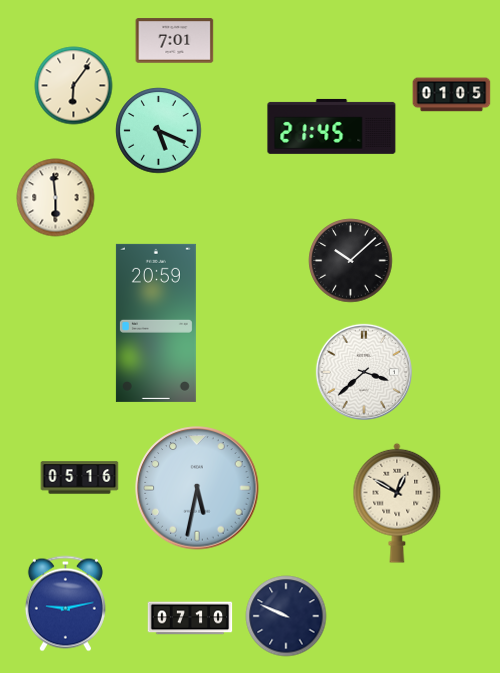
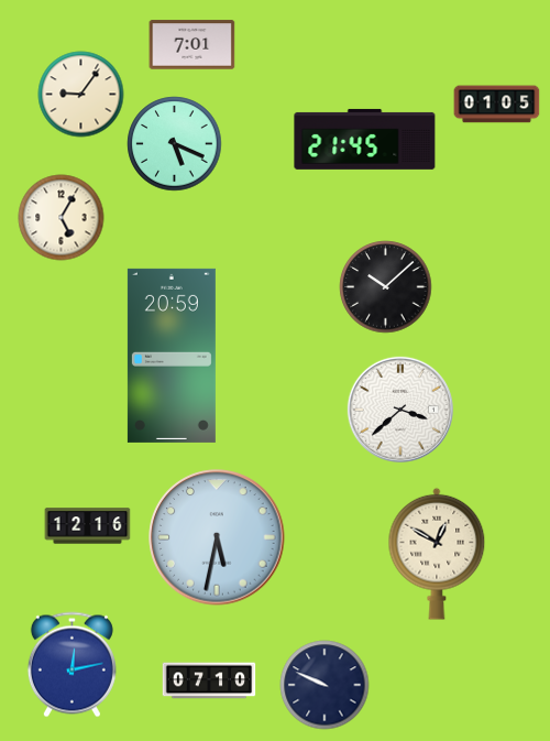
clock at (73, 85): 6:06 -> 9:06
clock at (55, 197): 5:59 -> 5:05
clock at (79, 478): 05:16 -> 12:16
clock at (65, 603): 9:13 -> 12:13
clock at (286, 616) position: (286, 616) -> (324, 685)
